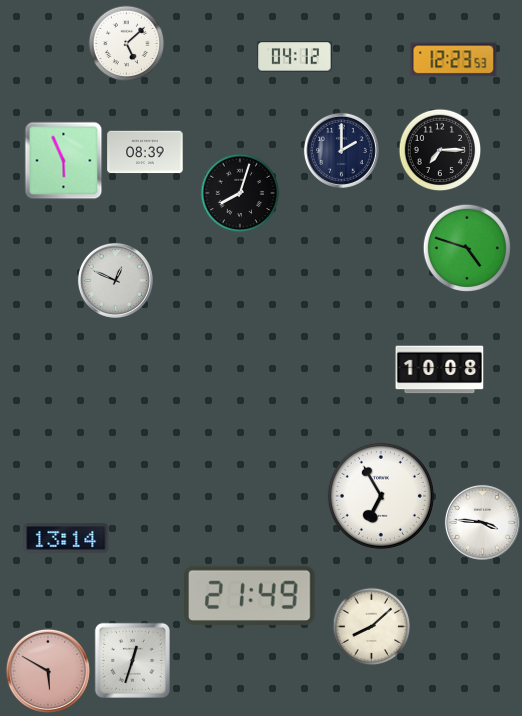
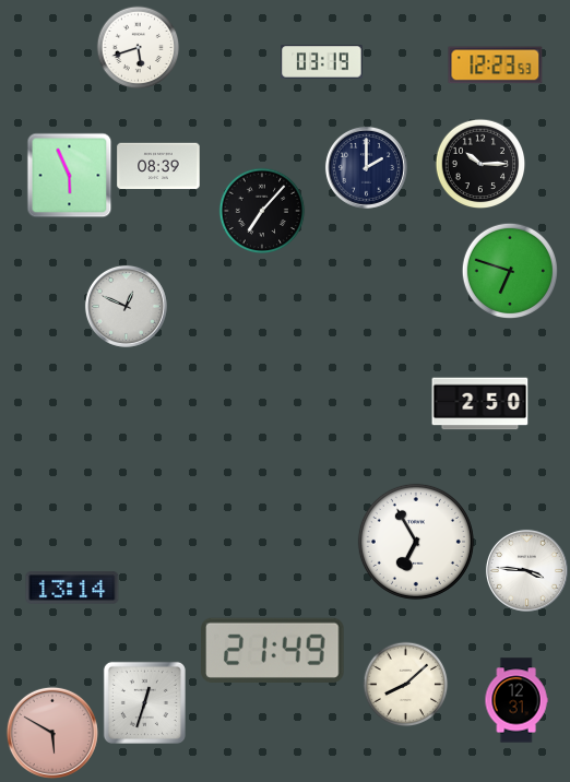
clock at (127, 44): 5:08 -> 5:42
clock at (295, 57): 04:12 -> 03:19
clock at (341, 150) position: (341, 150) -> (366, 167)
clock at (440, 150): 7:15 -> 10:15
clock at (240, 193): 8:03 -> 7:07
clock at (466, 247): 4:48 -> 6:48
clock at (440, 370): 10:08 -> 2:50
clock at (516, 700): none -> 12:31
clock at (132, 660) position: (132, 660) -> (144, 702)
